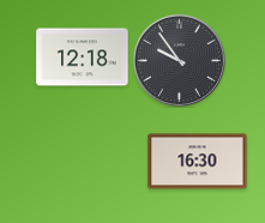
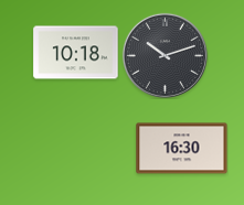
clock at (83, 58): 12:18 -> 10:18
clock at (179, 60): 9:54 -> 10:12
